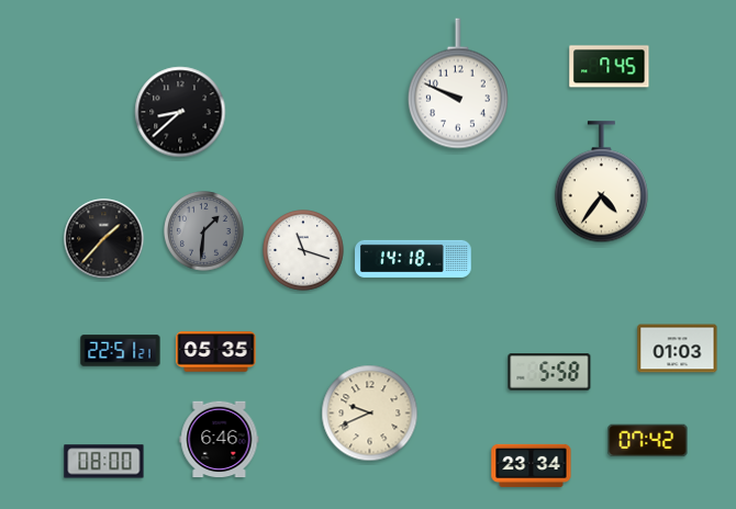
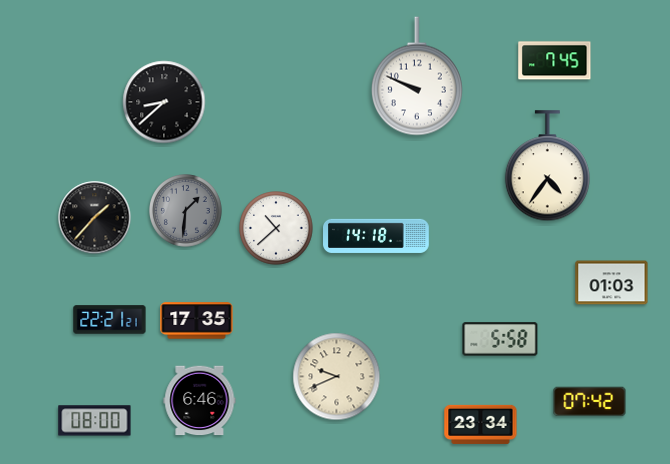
clock at (303, 250): 11:18 -> 10:38
clock at (678, 349) position: (678, 349) -> (612, 283)
clock at (121, 351): 22:51 -> 22:21
clock at (216, 352): 05:35 -> 17:35
clock at (532, 465) position: (532, 465) -> (481, 424)
